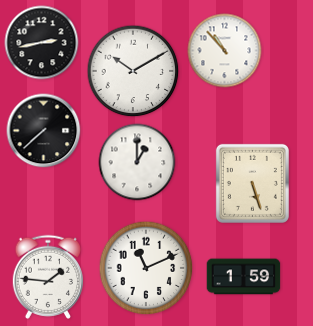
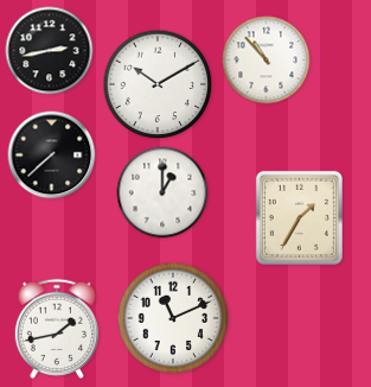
clock at (252, 183): 5:27 -> 1:35
clock at (47, 277): 1:46 -> 1:43
clock at (244, 277): 1:59 -> none
